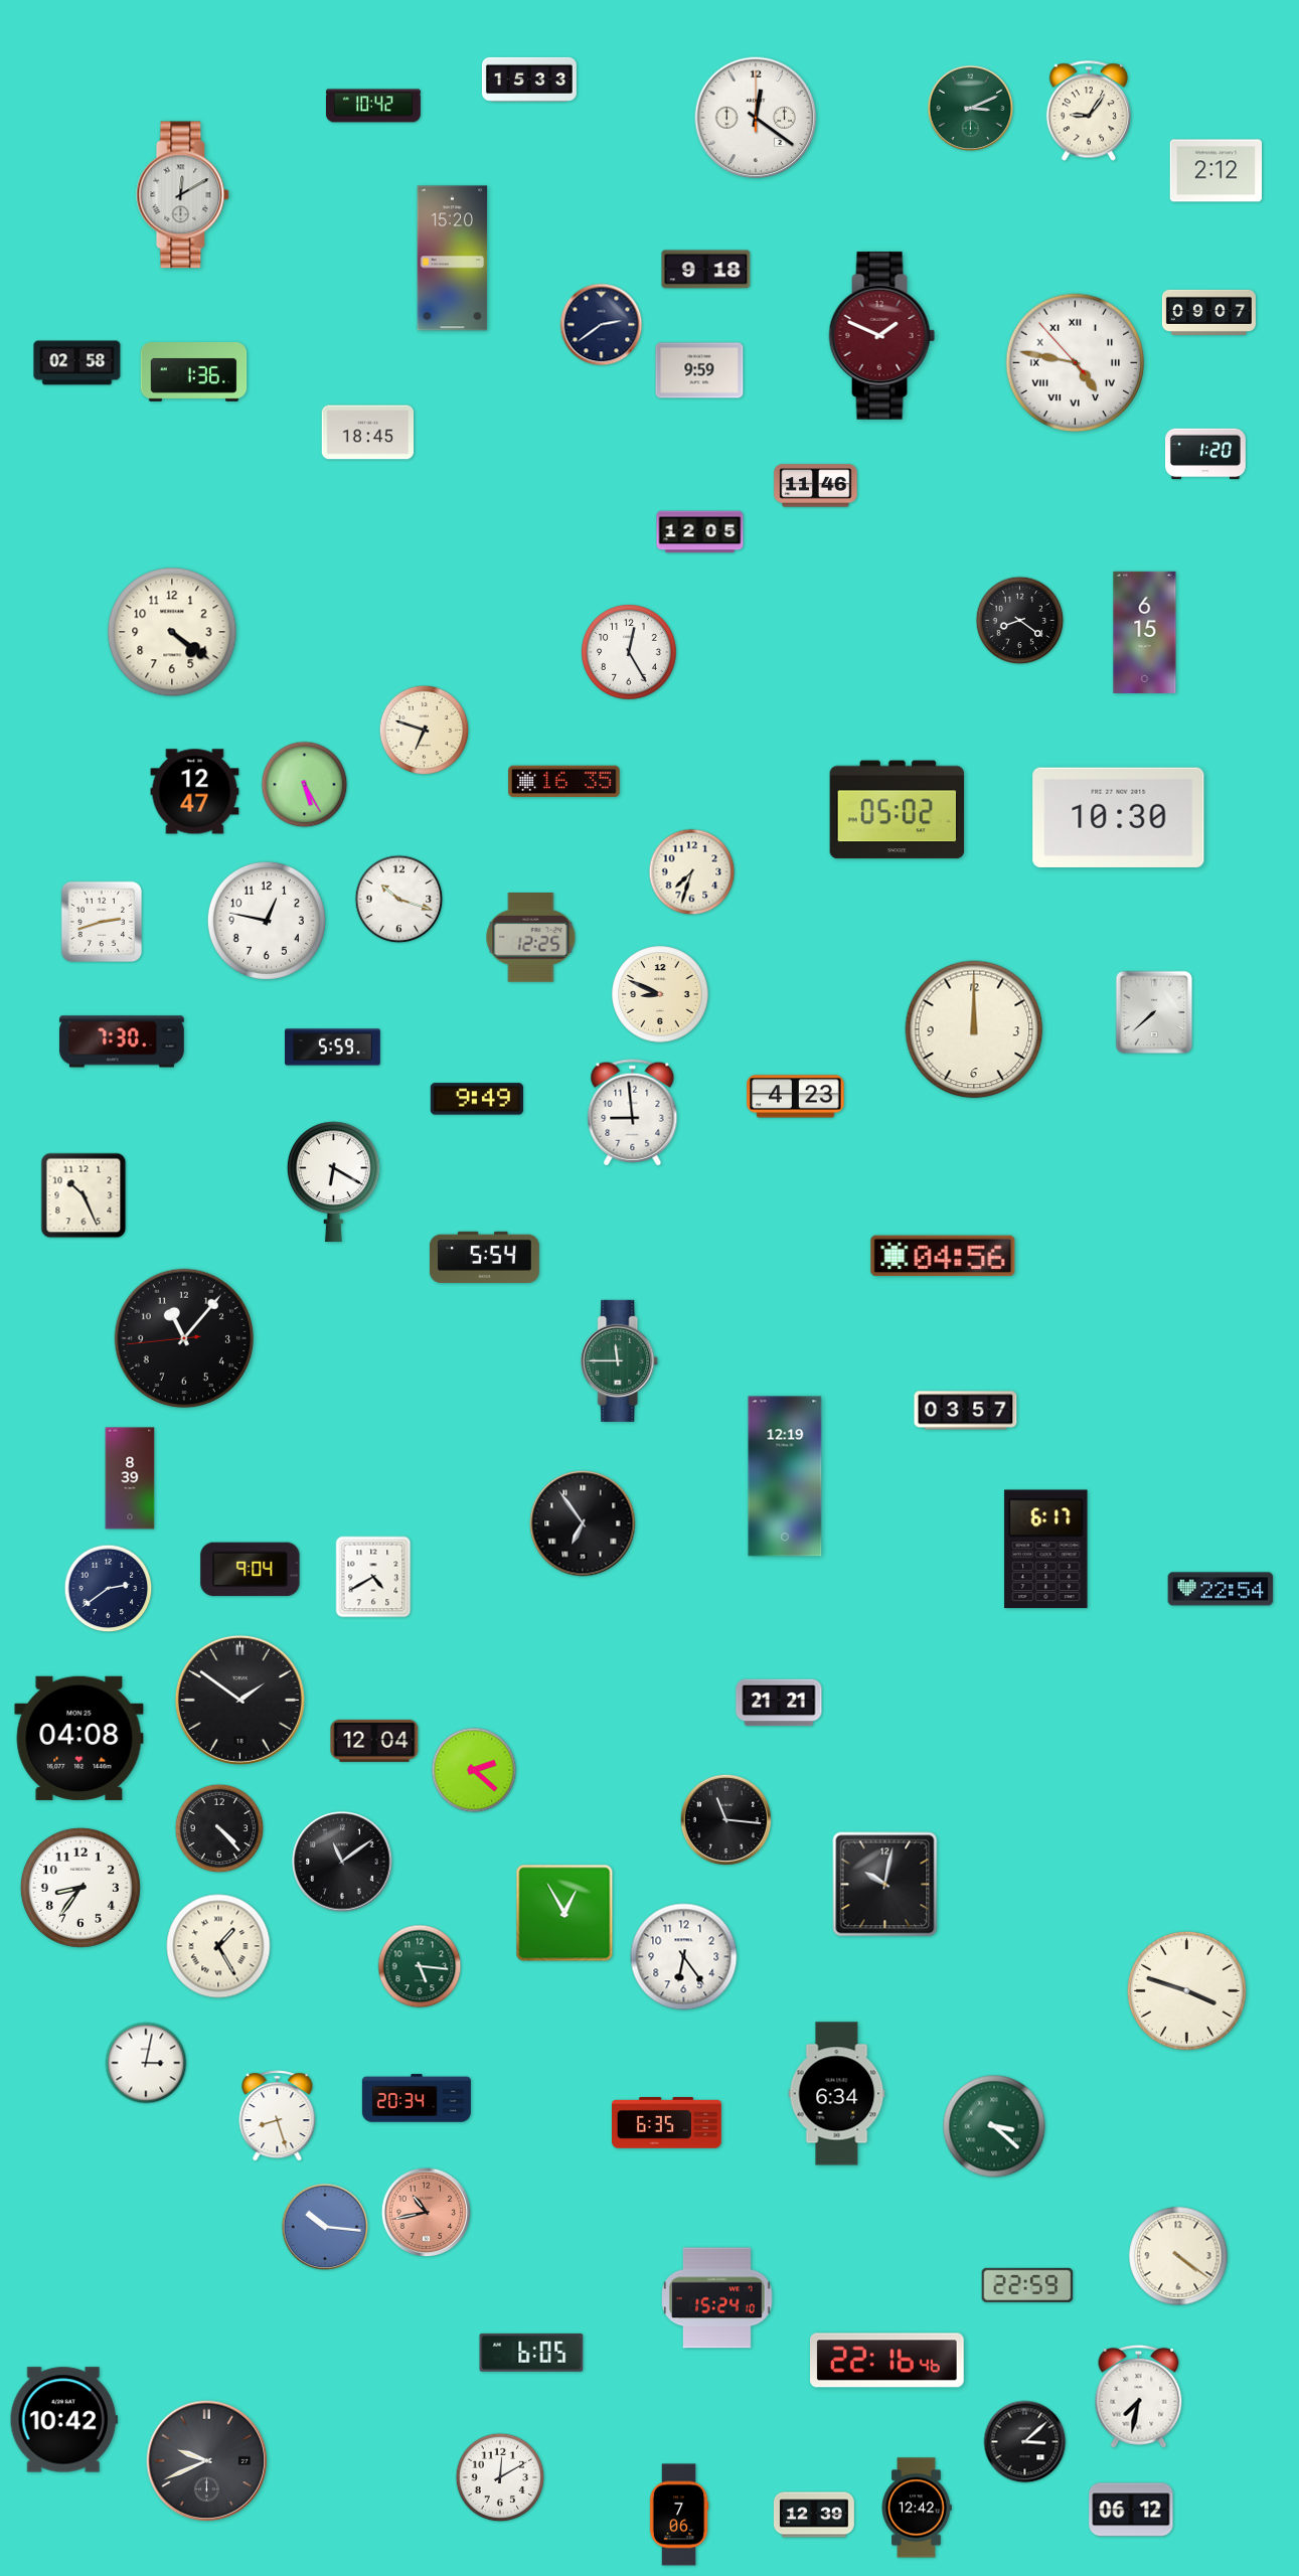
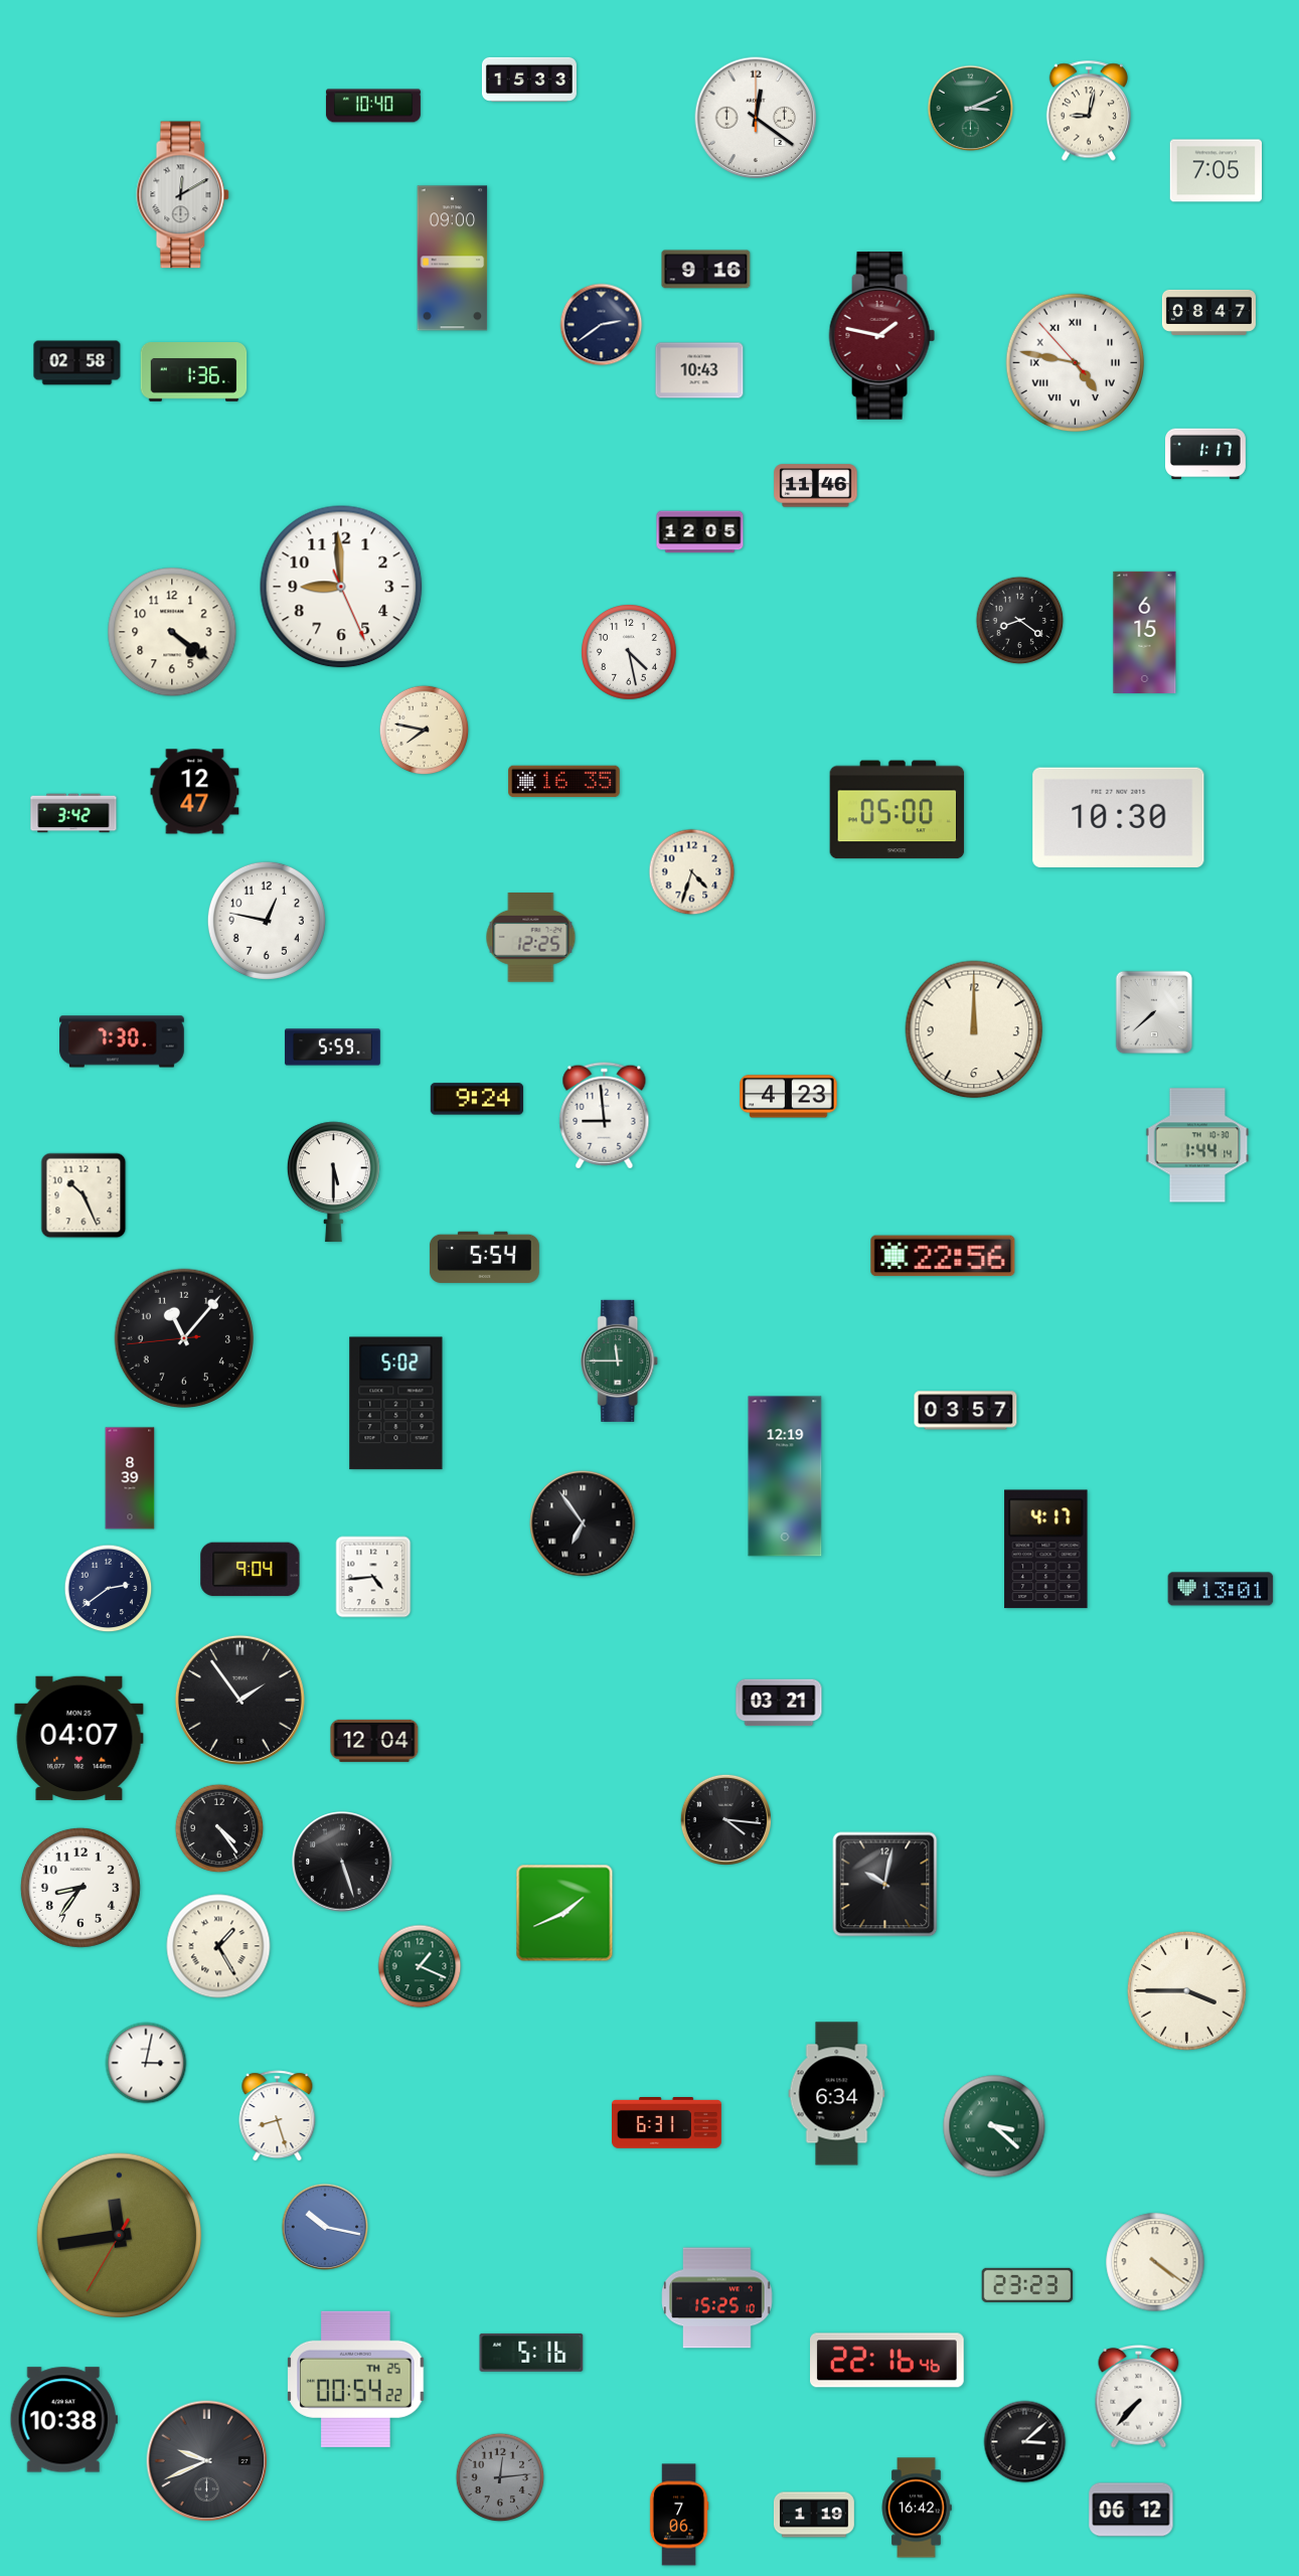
clock at (373, 106): 10:42 -> 10:40
clock at (1089, 111): 9:06 -> 9:02
clock at (1216, 171): 2:12 -> 7:05
clock at (453, 259): 15:20 -> 09:00
clock at (706, 270): 9:18 -> 9:16
clock at (1208, 312): 09:07 -> 08:47
clock at (882, 335): 1:49 -> 1:47
clock at (699, 370): 9:59 -> 10:43
clock at (368, 433): 18:45 -> none
clock at (1206, 454): 1:20 -> 1:17
clock at (341, 587): none -> 8:59
clock at (629, 652): 12:25 -> 4:28
clock at (425, 731): 6:48 -> 7:47
clock at (305, 785): 5:25 -> none
clock at (898, 810): 05:02 -> 05:00
clock at (73, 813): none -> 3:42
clock at (692, 872): 7:33 -> 4:33
clock at (399, 900): 10:18 -> none
clock at (102, 922): 2:42 -> none
clock at (660, 994): 8:49 -> none
clock at (796, 1097) position: (796, 1097) -> (789, 1097)
clock at (477, 1099): 9:49 -> 9:24
clock at (633, 1113) position: (633, 1113) -> (605, 1116)
clock at (1197, 1145): none -> 1:44
clock at (333, 1182): 6:20 -> 5:30
clock at (943, 1256): 04:56 -> 22:56
clock at (396, 1404): none -> 5:02
clock at (1046, 1550): 6:17 -> 4:17
clock at (373, 1577): 4:40 -> 4:44
clock at (1221, 1589): 22:54 -> 13:01
clock at (239, 1700): 1:51 -> 1:54
clock at (779, 1703): 21:21 -> 03:21
clock at (79, 1738): 04:08 -> 04:07
clock at (474, 1770): 2:22 -> none
clock at (725, 1819): 11:16 -> 4:16
clock at (219, 1828): 4:23 -> 4:24
clock at (342, 1862): 11:09 -> 5:27
clock at (564, 1913): 12:55 -> 1:41
clock at (684, 1957): 6:24 -> none
clock at (420, 1966): 5:16 -> 1:19
clock at (1186, 1990): 3:48 -> 3:45
clock at (417, 2098): 20:34 -> none
clock at (667, 2123): 6:35 -> 6:31
clock at (426, 2212): 10:43 -> none
clock at (325, 2227): 10:16 -> 10:17
clock at (120, 2236): none -> 11:43
clock at (1178, 2256) position: (1178, 2256) -> (1155, 2262)
clock at (1027, 2285): 22:59 -> 23:23
clock at (717, 2298): 15:24 -> 15:25
clock at (531, 2353): 6:05 -> 5:16
clock at (356, 2379): none -> 00:54
clock at (1139, 2396): 7:32 -> 7:37
clock at (63, 2420): 10:42 -> 10:38
clock at (500, 2477): 12:10 -> 12:14
clock at (500, 2477) dial: white -> grey
clock at (917, 2508): 12:42 -> 16:42
clock at (814, 2515): 12:39 -> 1:19
